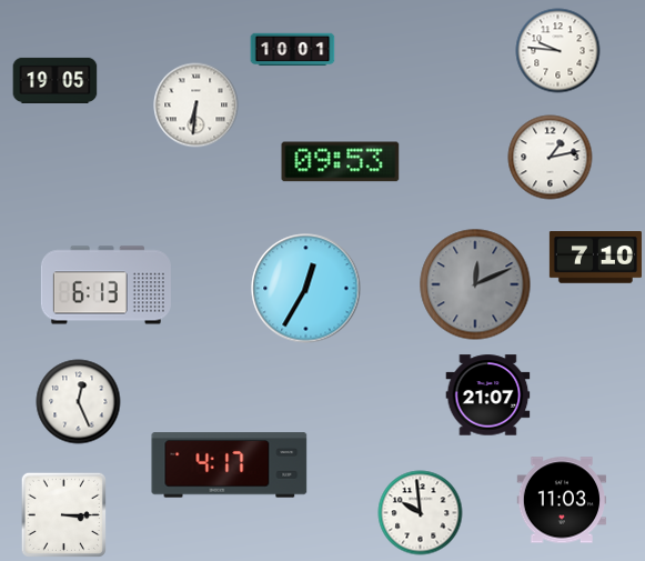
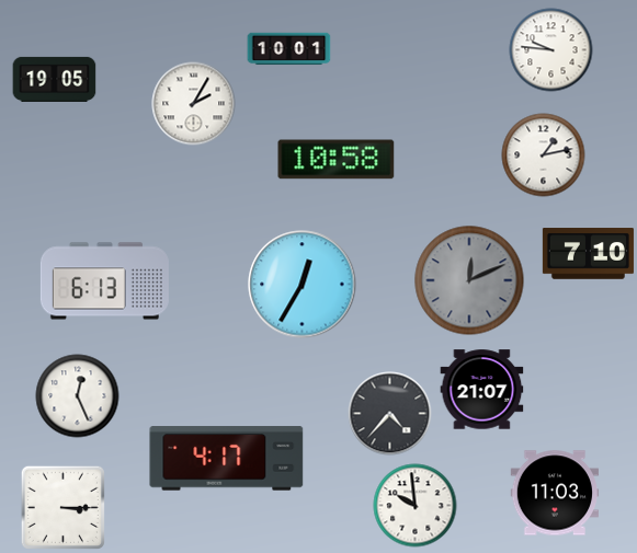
clock at (196, 106): 6:31 -> 2:05
clock at (341, 162): 09:53 -> 10:58
clock at (390, 414): none -> 4:37
